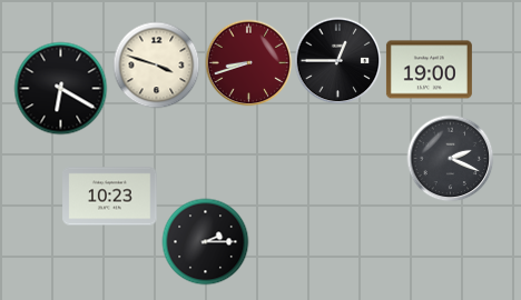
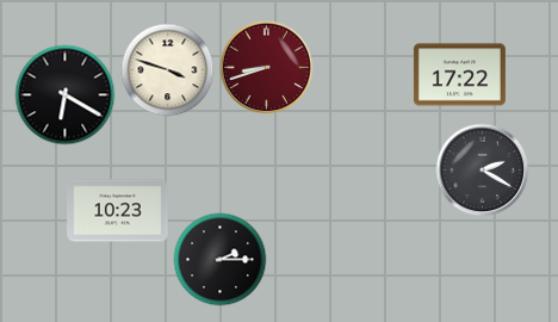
clock at (337, 60): 12:45 -> none
clock at (429, 70): 19:00 -> 17:22
clock at (450, 158): 2:19 -> 2:20
